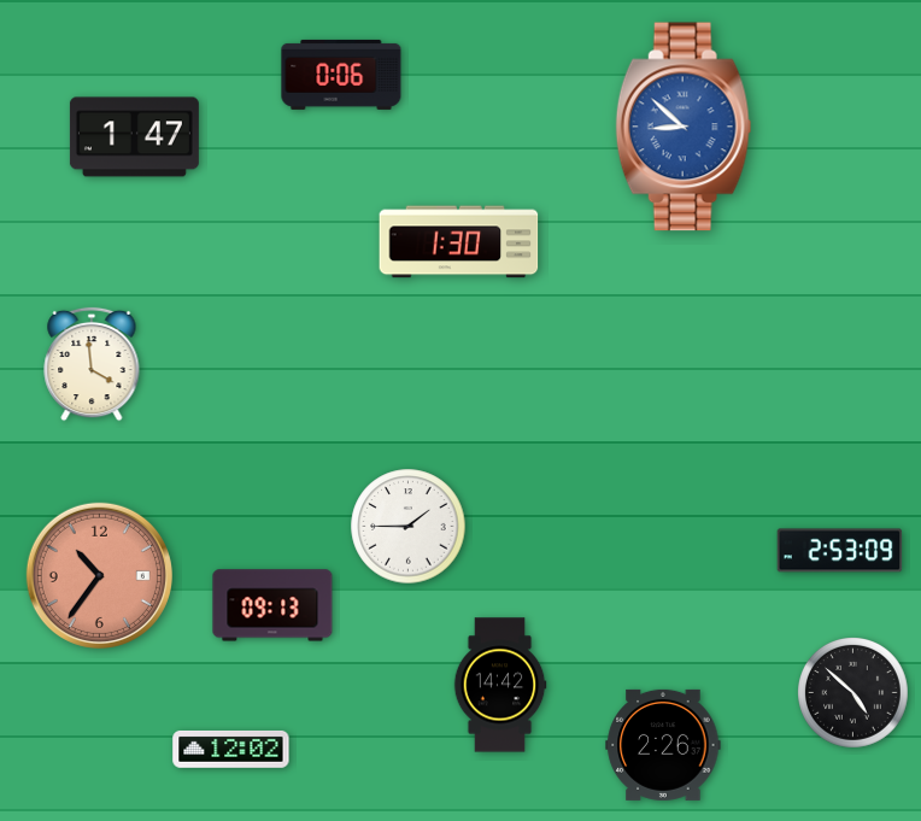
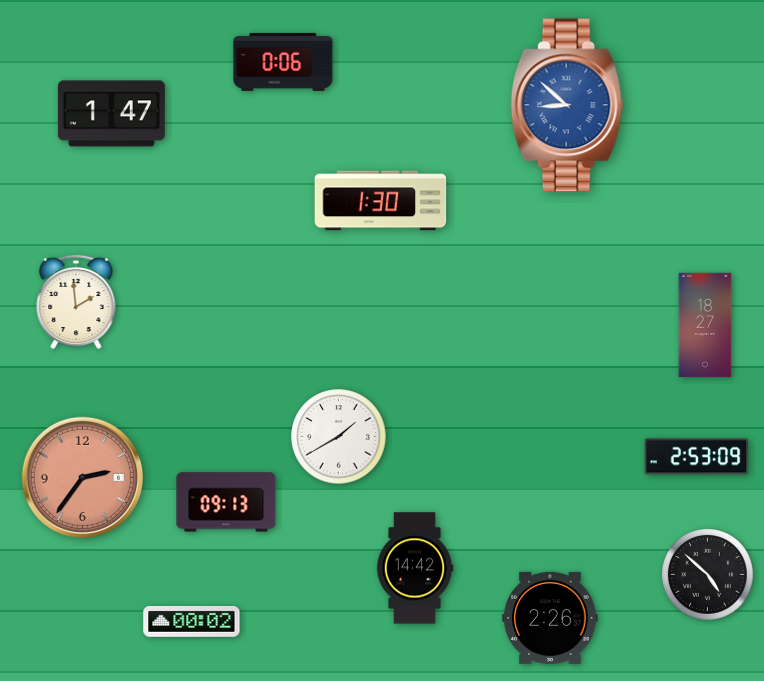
clock at (92, 364): 3:59 -> 1:59
clock at (705, 325): none -> 18:27
clock at (409, 527): 1:45 -> 1:40
clock at (99, 575): 10:36 -> 2:36
clock at (231, 749): 12:02 -> 00:02
